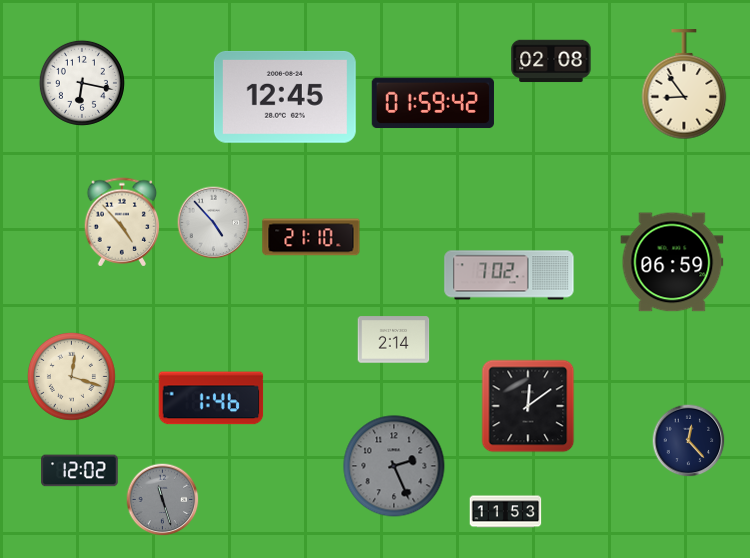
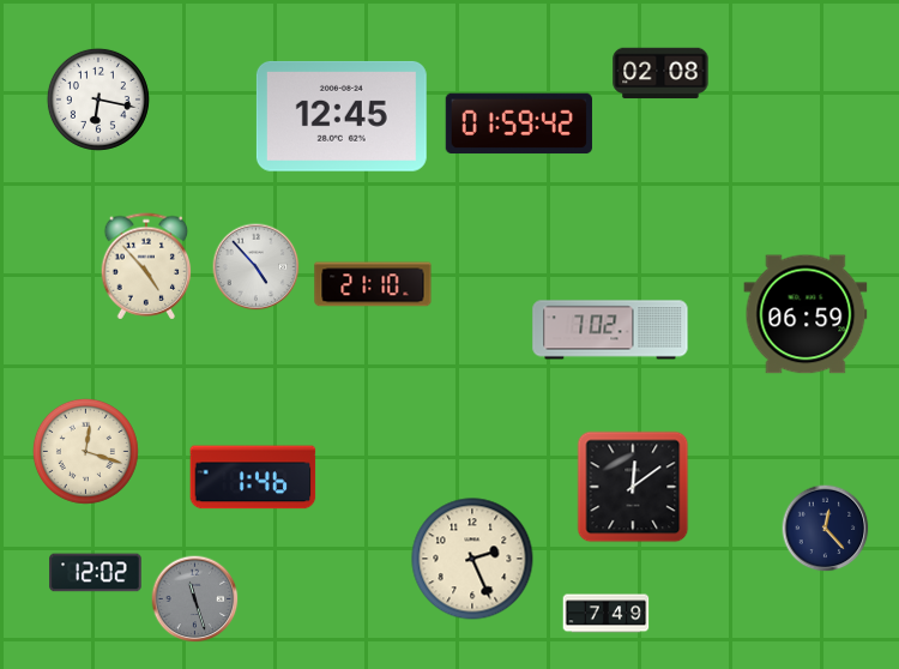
clock at (684, 85): 8:54 -> none
clock at (394, 340): 2:14 -> none
clock at (394, 466) dial: grey -> cream
clock at (80, 471) position: (80, 471) -> (96, 573)
clock at (506, 512): 11:53 -> 7:49
